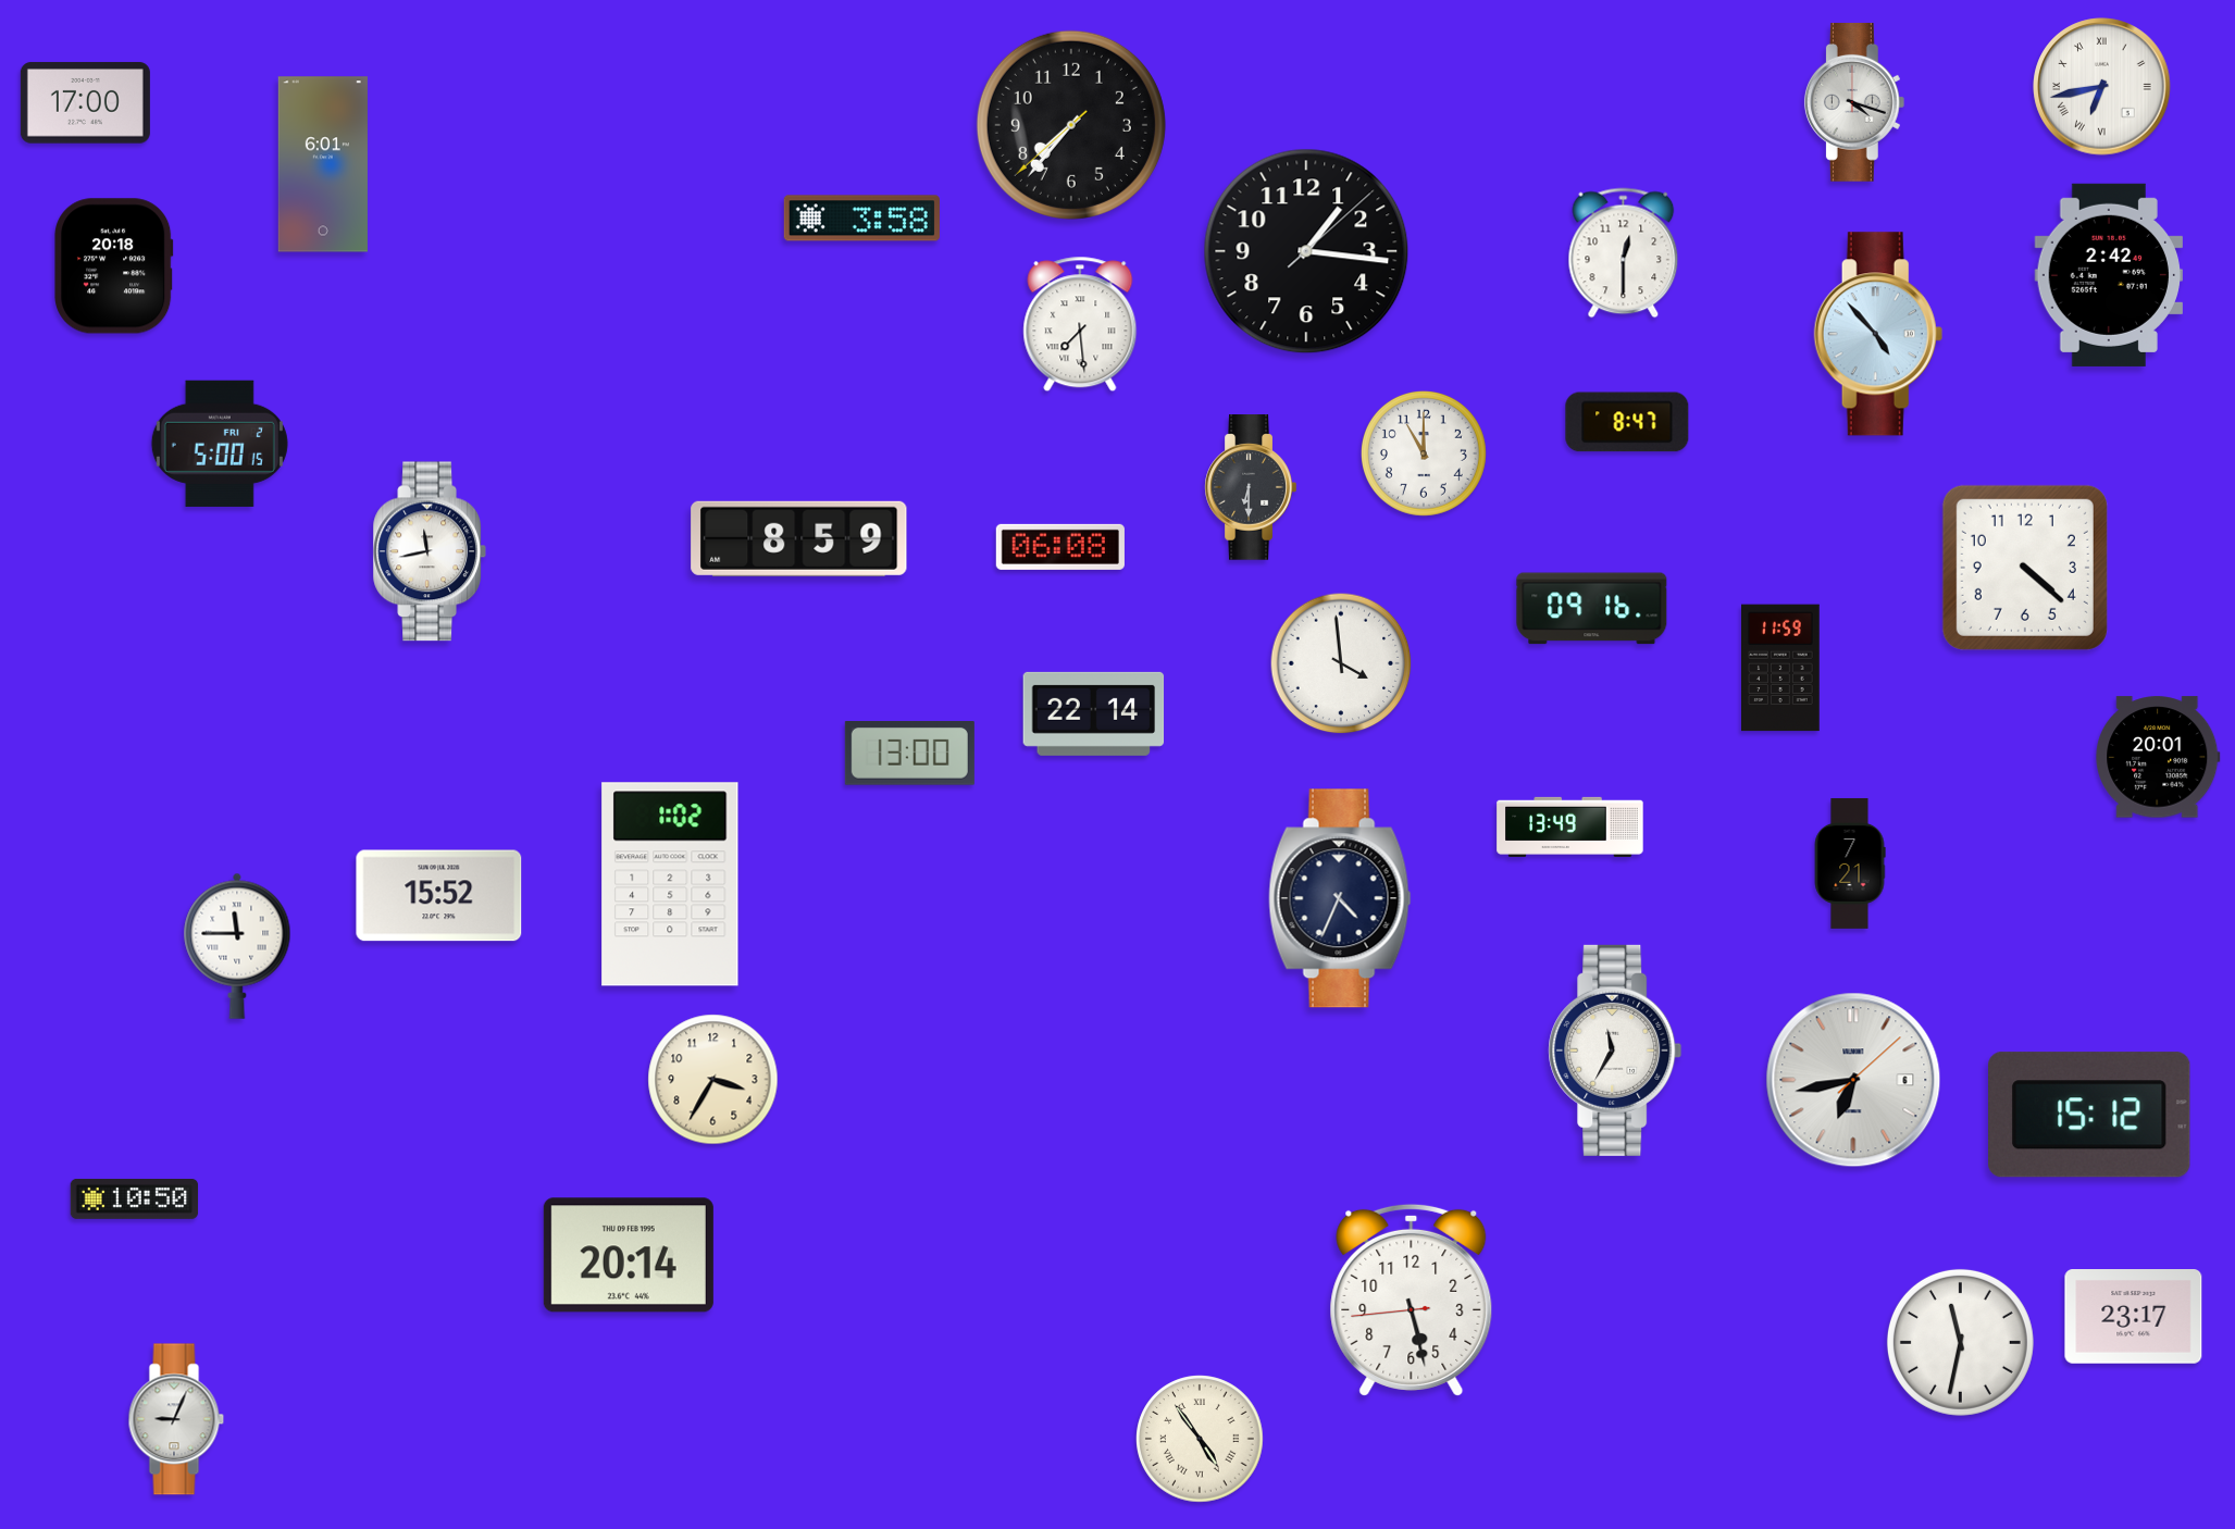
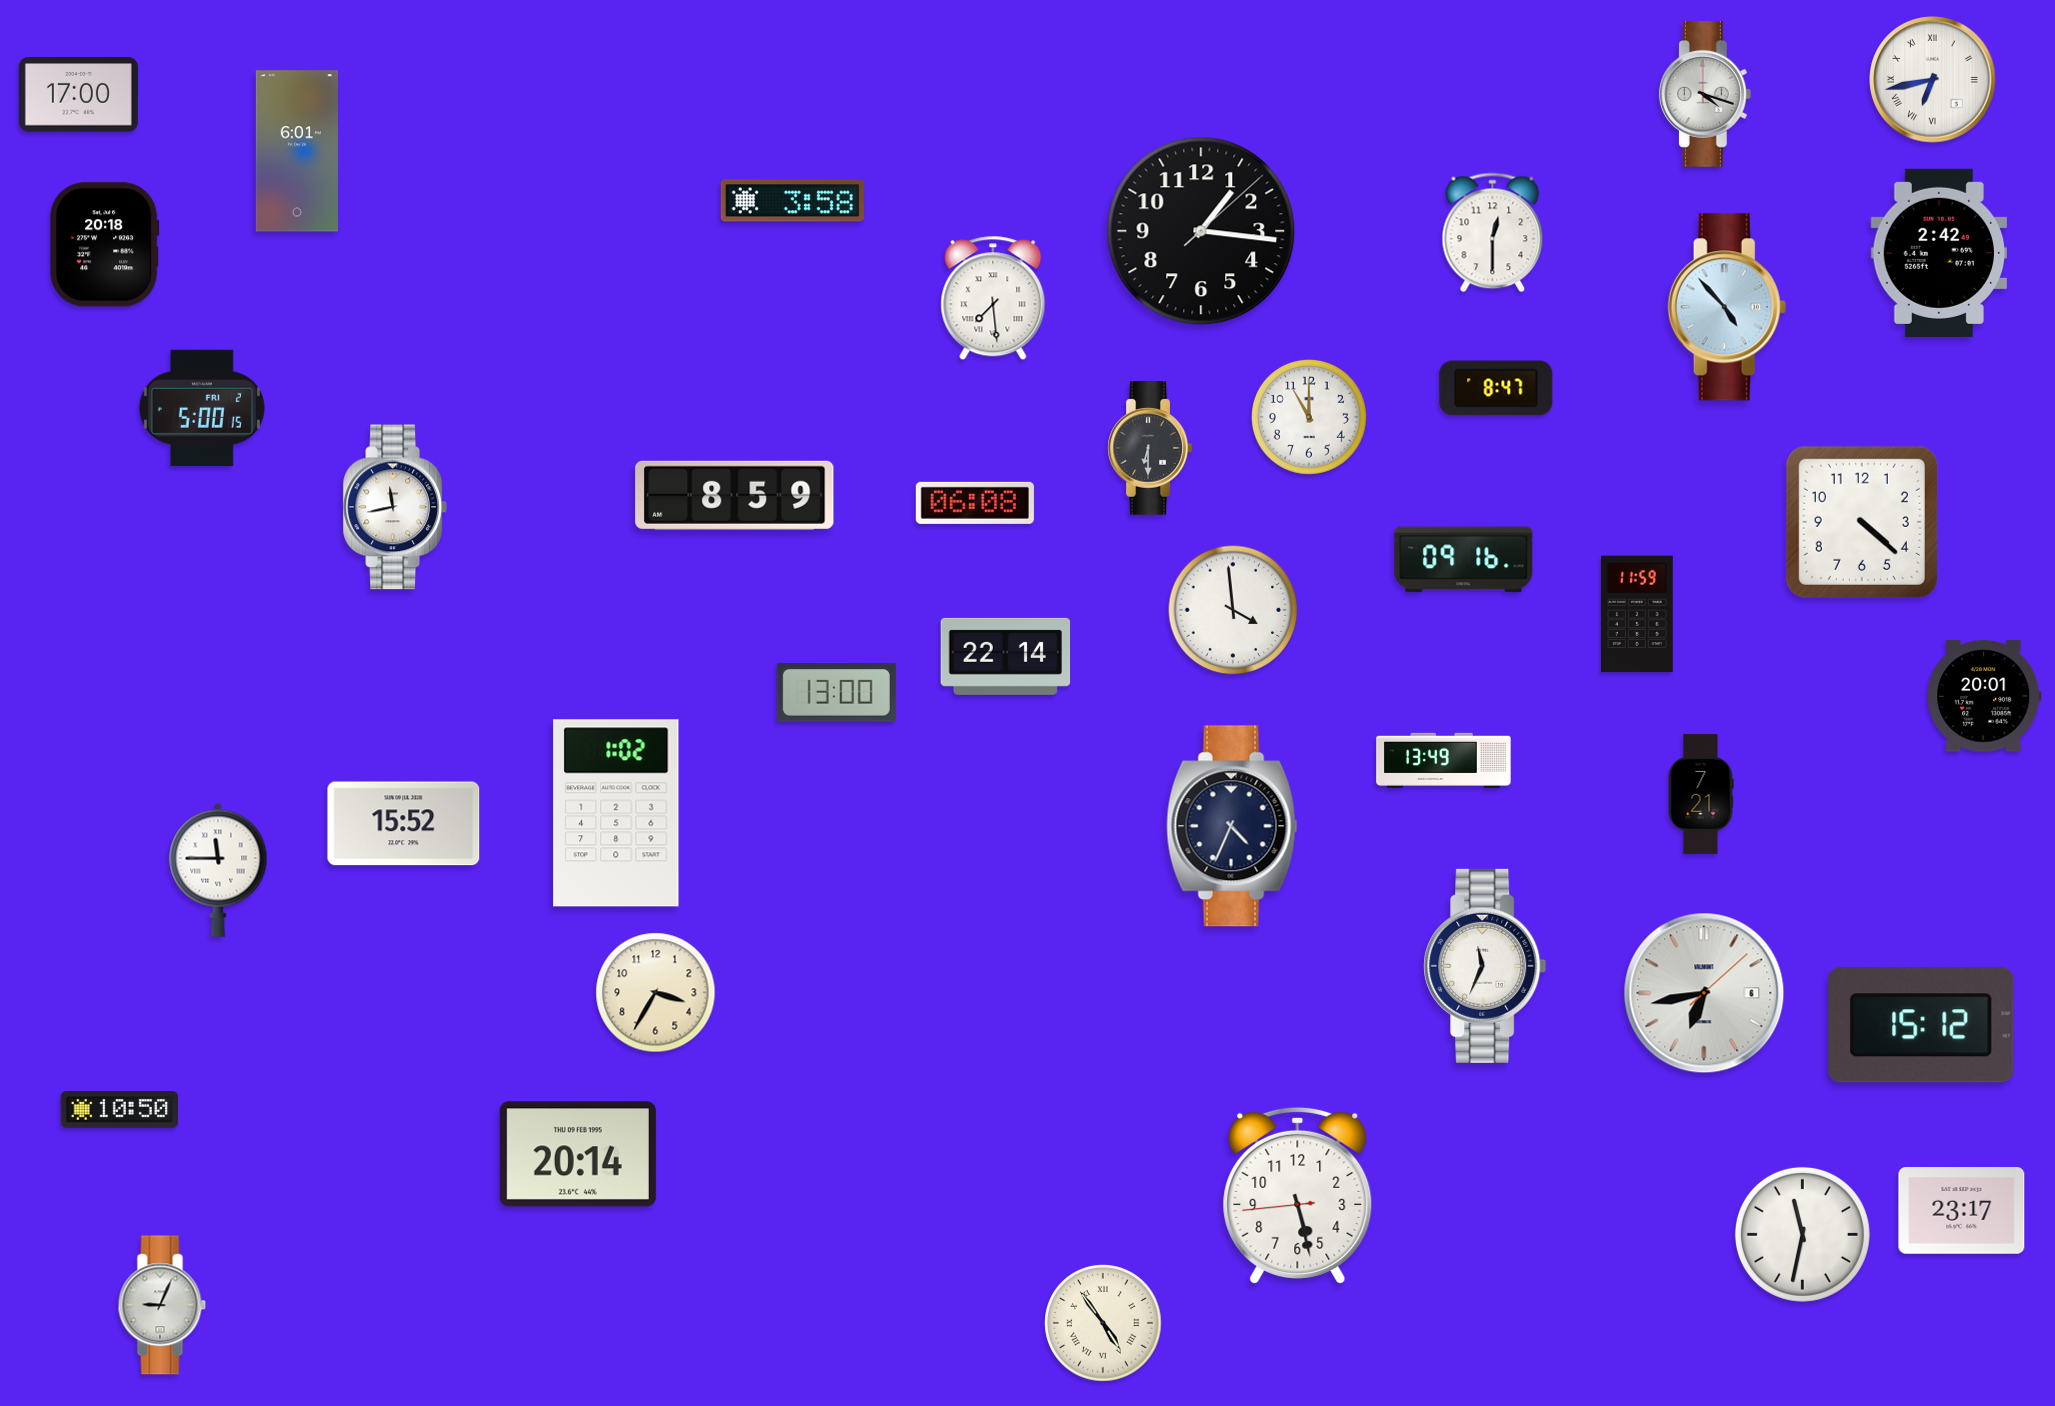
clock at (1071, 125): 7:36 -> none
clock at (1615, 1051): 11:35 -> 11:34
clock at (135, 1198) position: (135, 1198) -> (120, 1109)
